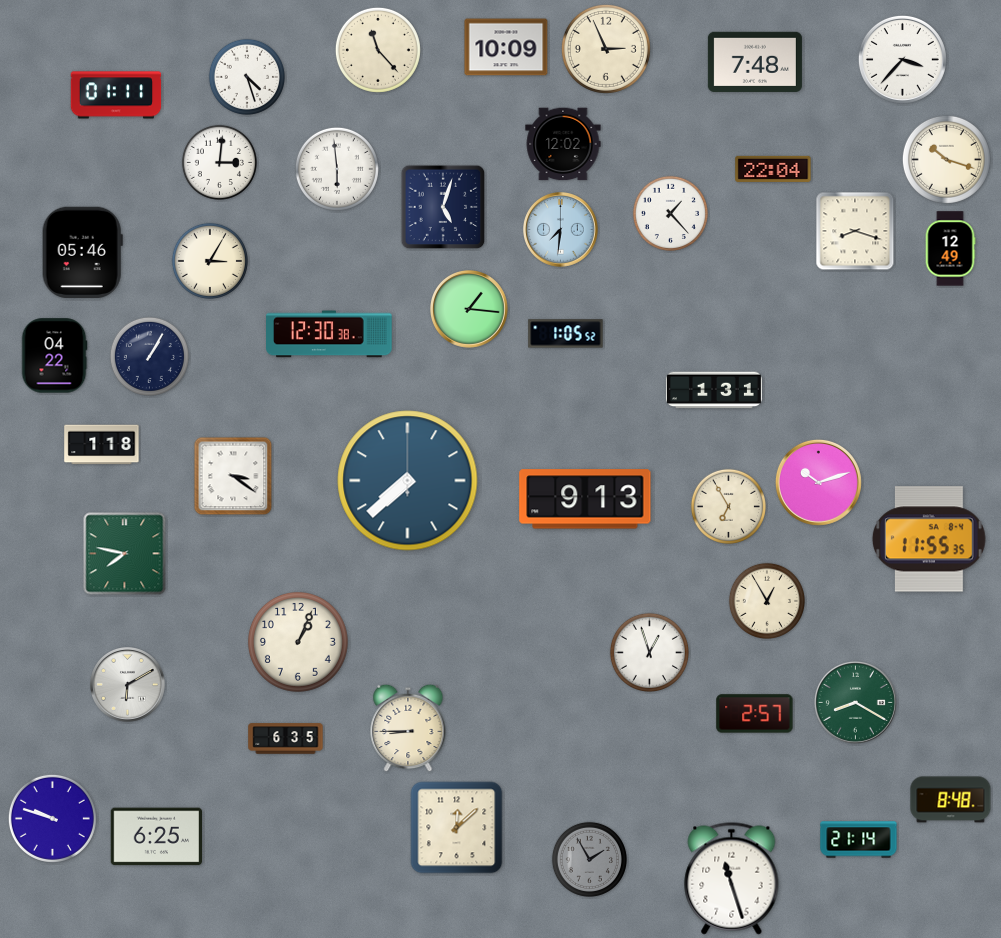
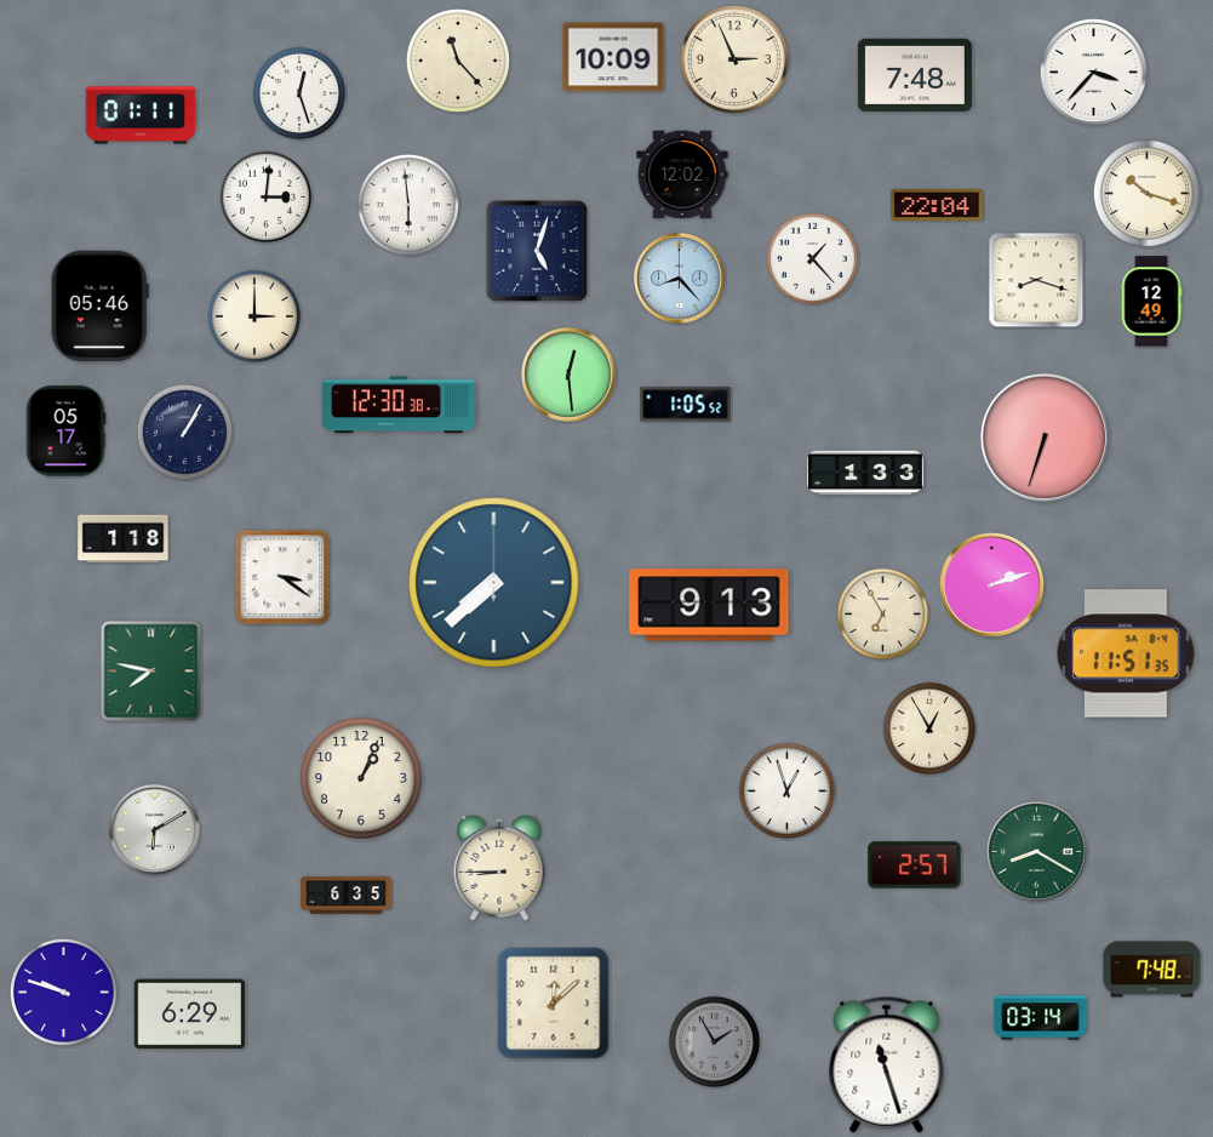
clock at (247, 77): 4:27 -> 12:27
clock at (561, 230): 7:31 -> 8:23
clock at (210, 261): 3:05 -> 3:00
clock at (470, 310): 1:16 -> 12:29
clock at (54, 356): 04:22 -> 05:17
clock at (149, 356) position: (149, 356) -> (184, 432)
clock at (1045, 438): none -> 6:33
clock at (714, 390): 1:31 -> 1:33
clock at (818, 482): 10:12 -> 2:12
clock at (929, 539): 11:55 -> 11:51
clock at (408, 728) position: (408, 728) -> (499, 868)
clock at (951, 800): 8:48 -> 7:48
clock at (156, 837): 6:25 -> 6:29
clock at (859, 840): 21:14 -> 03:14
